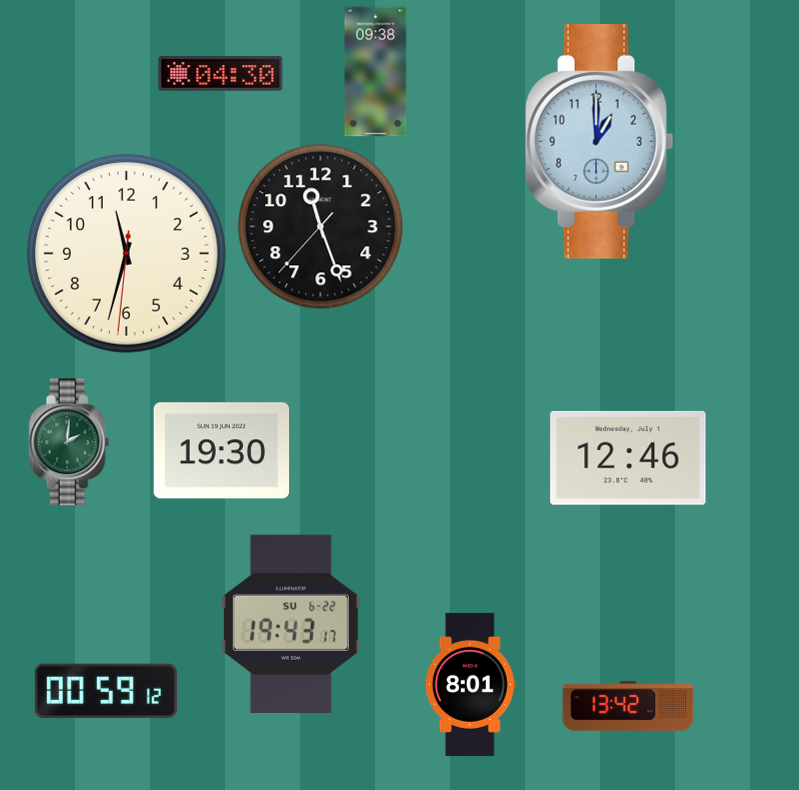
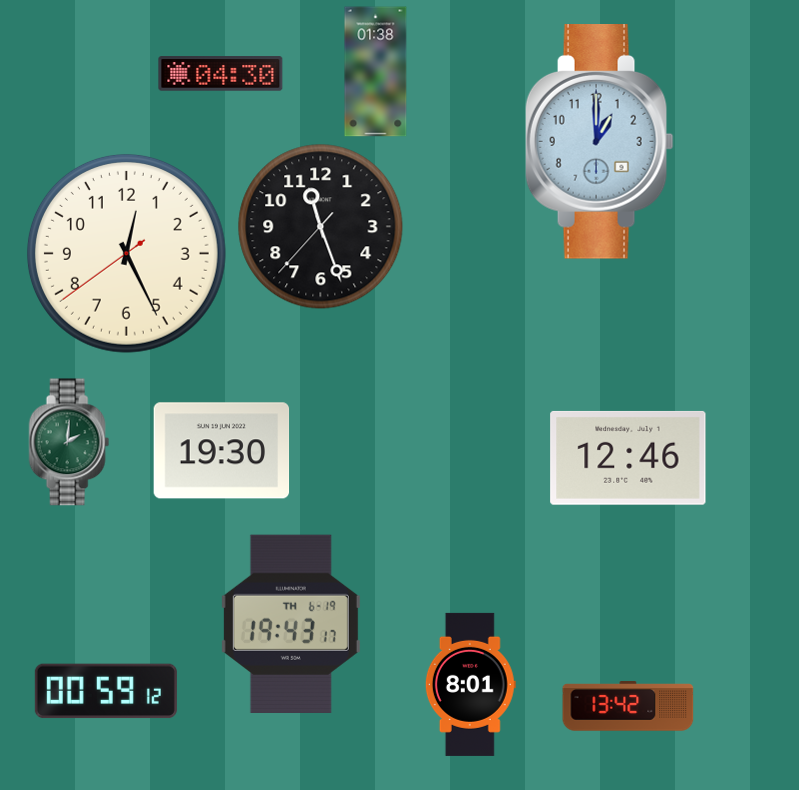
clock at (376, 72): 09:38 -> 01:38
clock at (126, 253): 11:32 -> 12:25
clock at (291, 624) date: SU 6-22 -> TH 6-19
